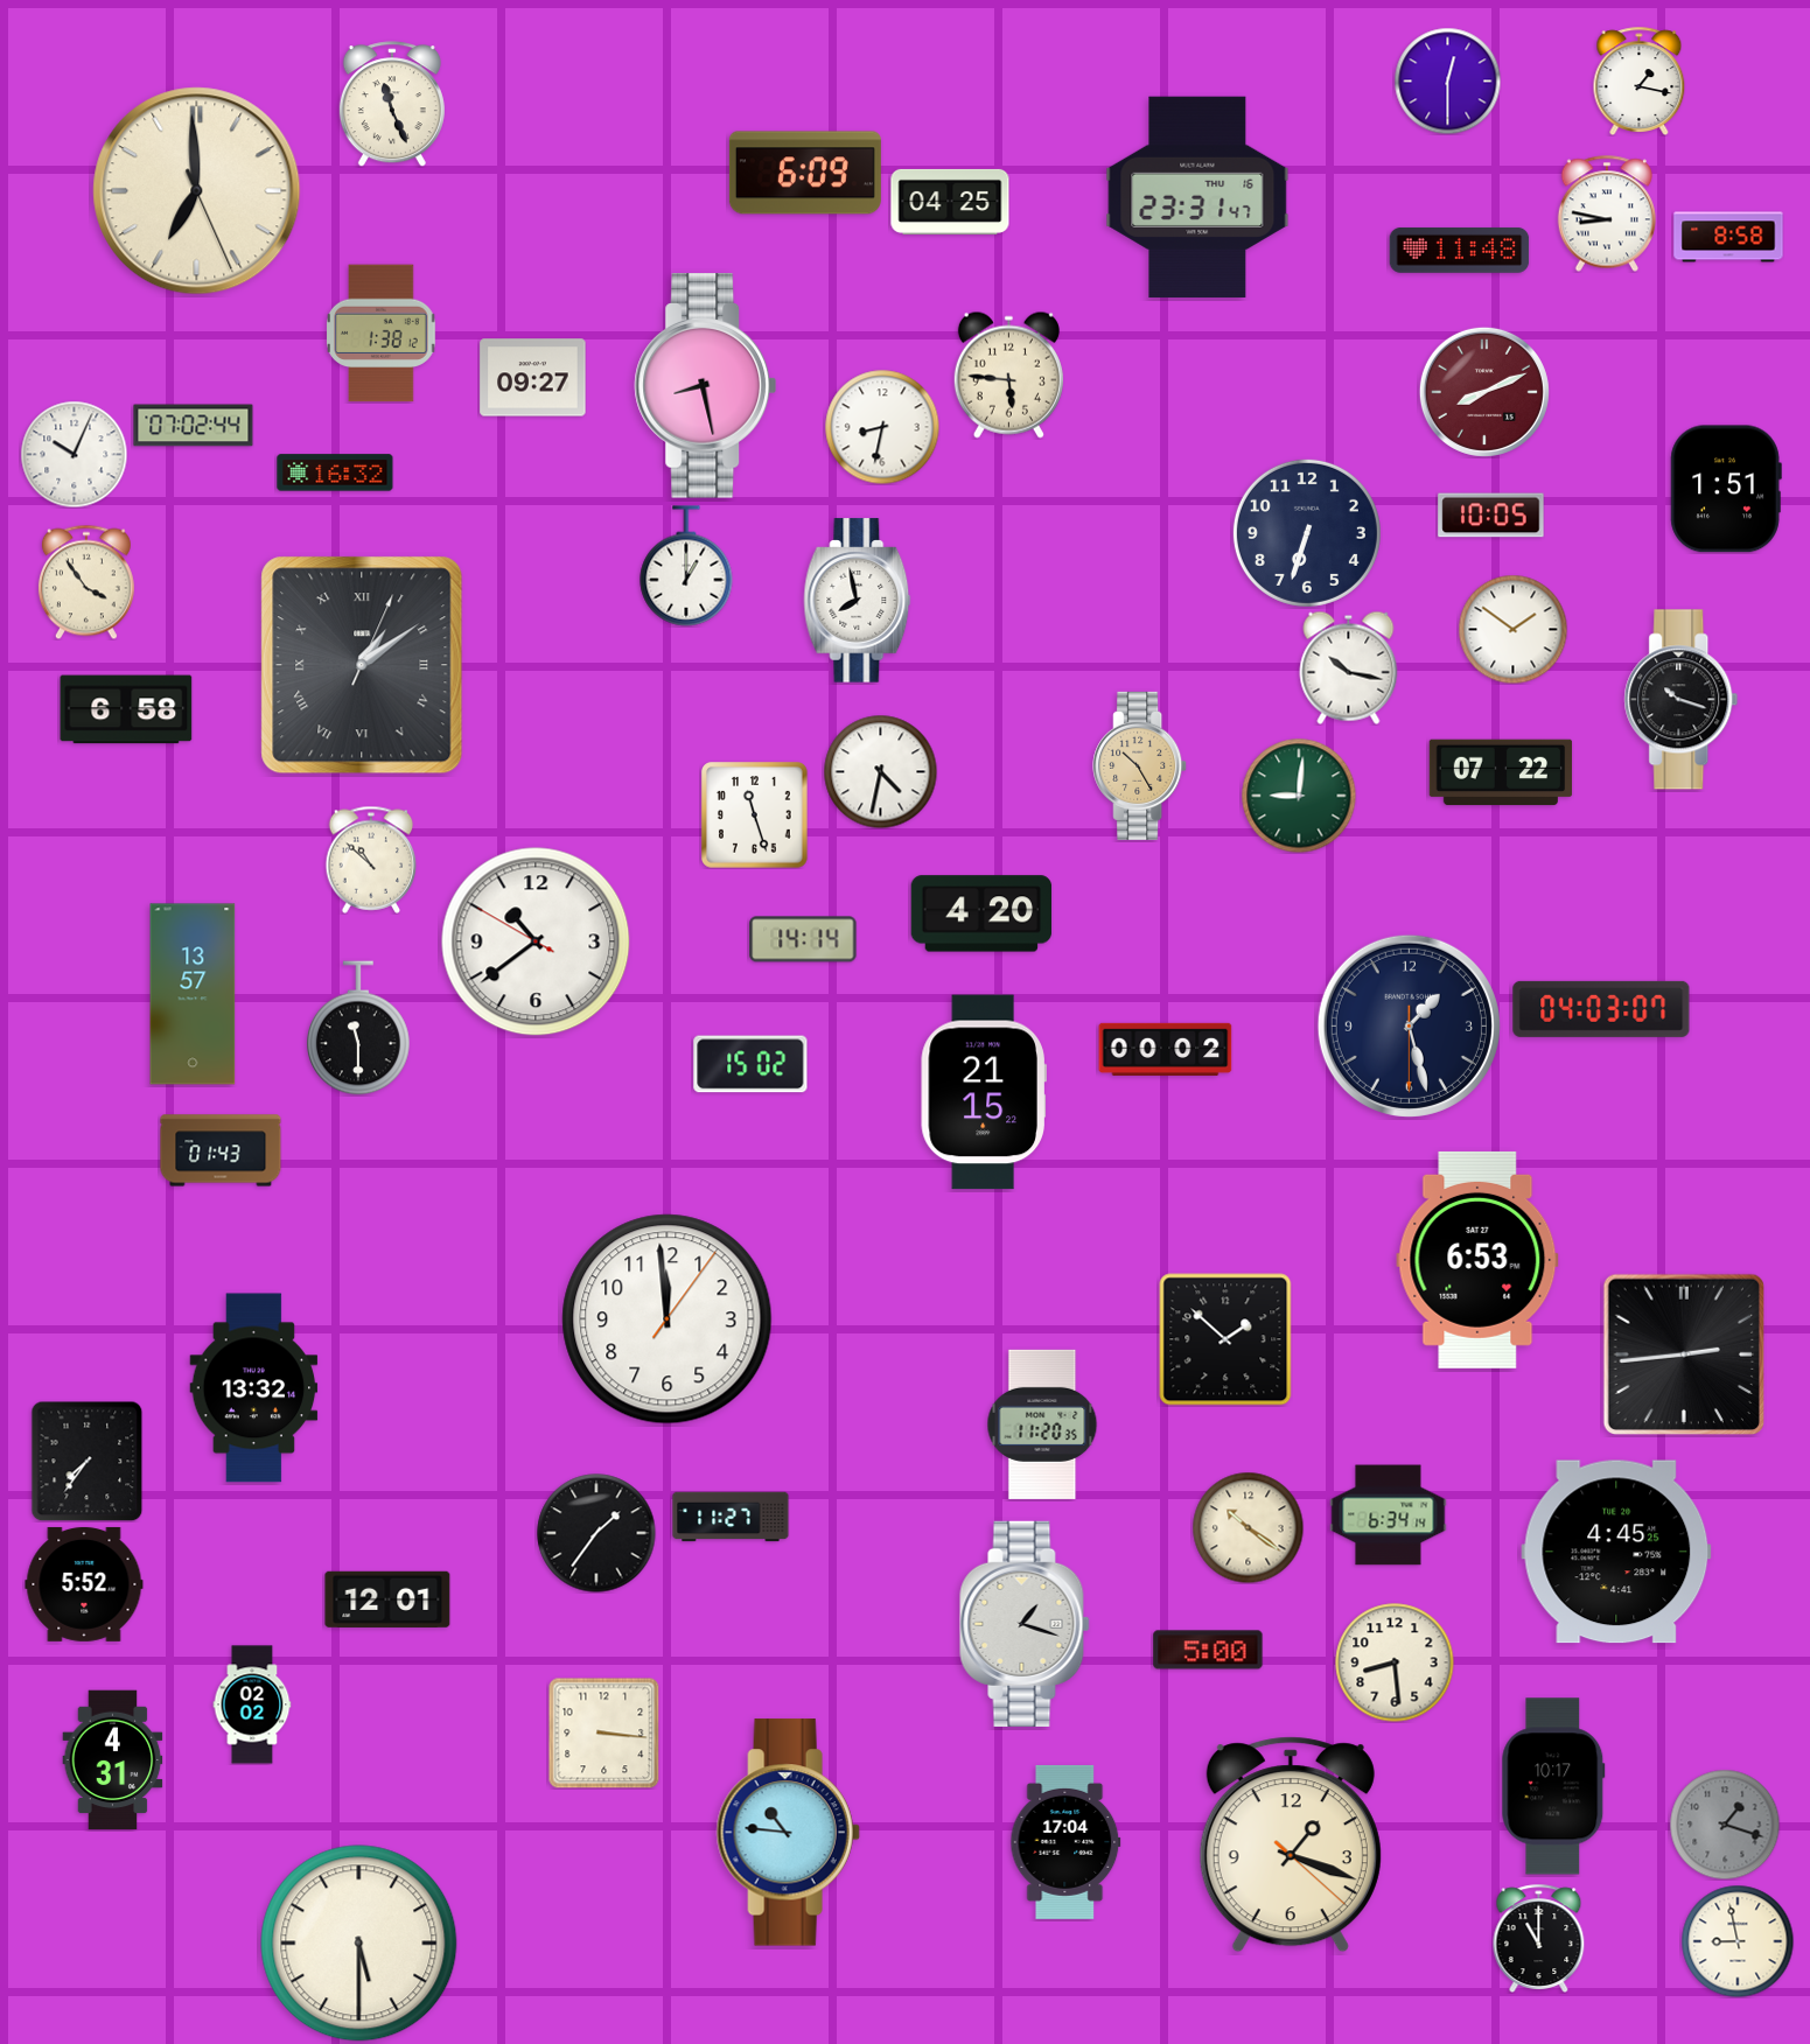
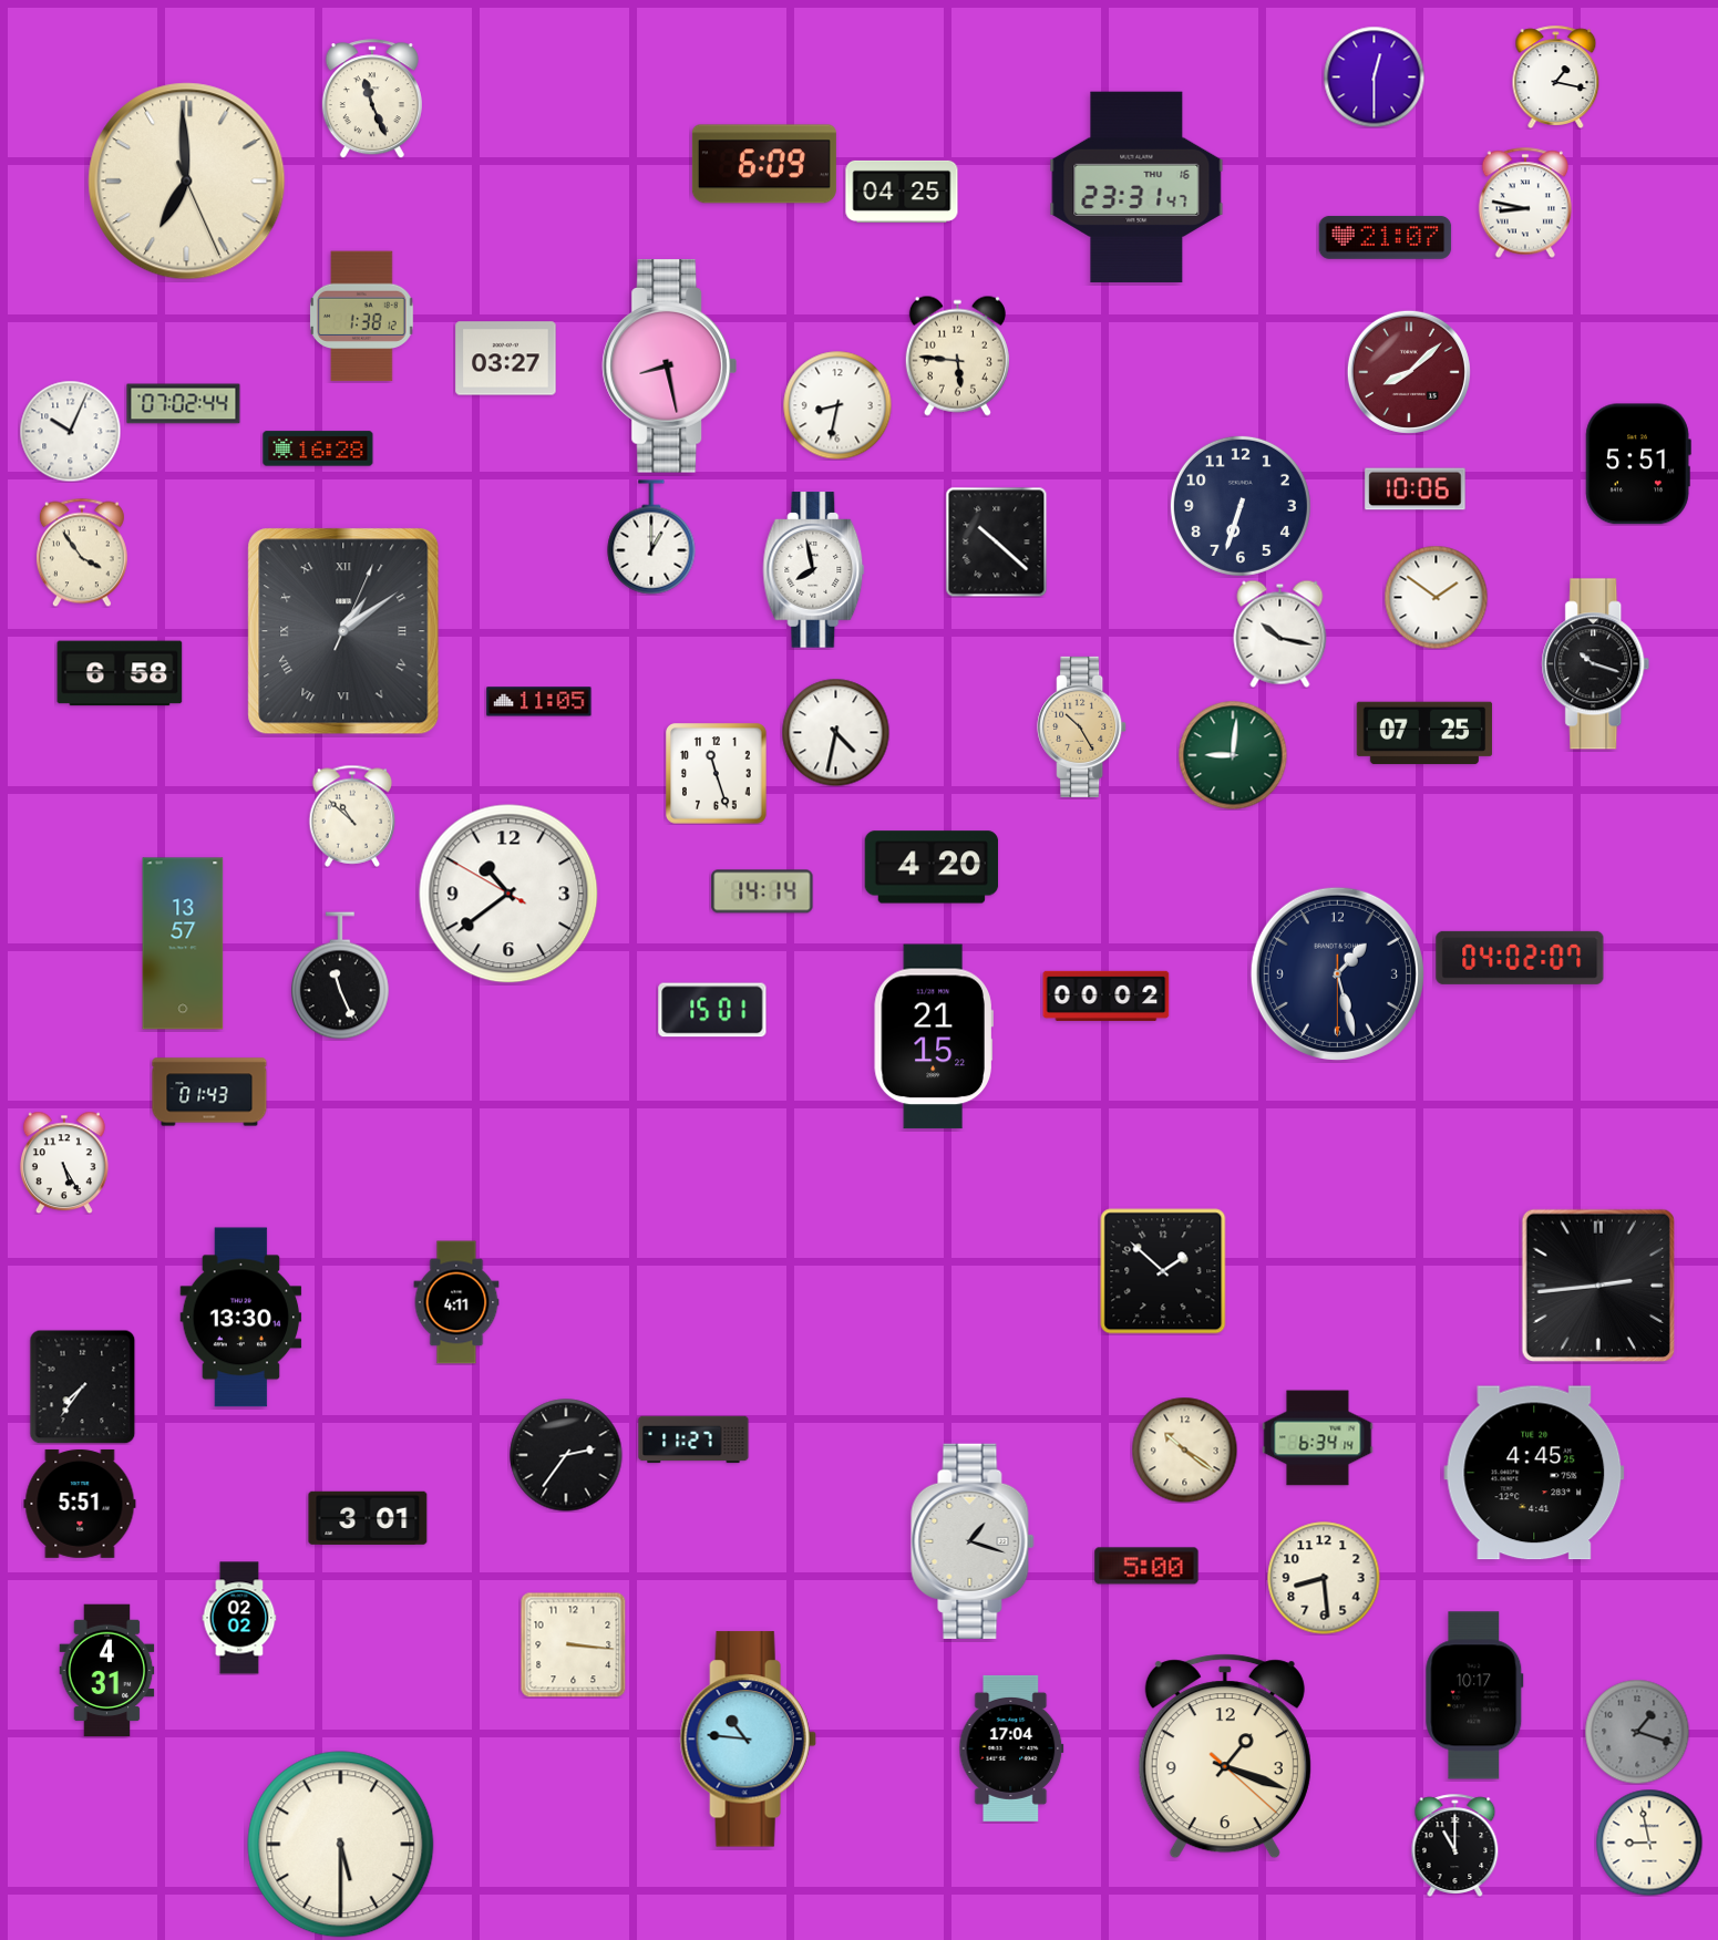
clock at (1728, 237): 8:58 -> none
clock at (1460, 250): 11:48 -> 21:07
clock at (533, 378): 09:27 -> 03:27
clock at (1484, 392): 8:11 -> 8:08
clock at (335, 473): 16:32 -> 16:28
clock at (1726, 489): 1:51 -> 5:51
clock at (1491, 516): 10:05 -> 10:06
clock at (997, 541): none -> 10:22
clock at (539, 702): none -> 11:05
clock at (1501, 772): 07:22 -> 07:25
clock at (1601, 1009): 04:03 -> 04:02
clock at (359, 1028): 11:30 -> 11:26
clock at (750, 1064): 15:02 -> 15:01
clock at (64, 1163): none -> 5:25
clock at (1477, 1260): 6:53 -> none
clock at (668, 1319): 11:59 -> none
clock at (456, 1302): none -> 4:11
clock at (254, 1388): 13:32 -> 13:30
clock at (1042, 1424): 11:20 -> none
clock at (596, 1533): 1:36 -> 2:36
clock at (84, 1584): 5:52 -> 5:51
clock at (387, 1599): 12:01 -> 3:01
clock at (1291, 1845) position: (1291, 1845) -> (1225, 1756)
clock at (1539, 1938) position: (1539, 1938) -> (1455, 1845)
